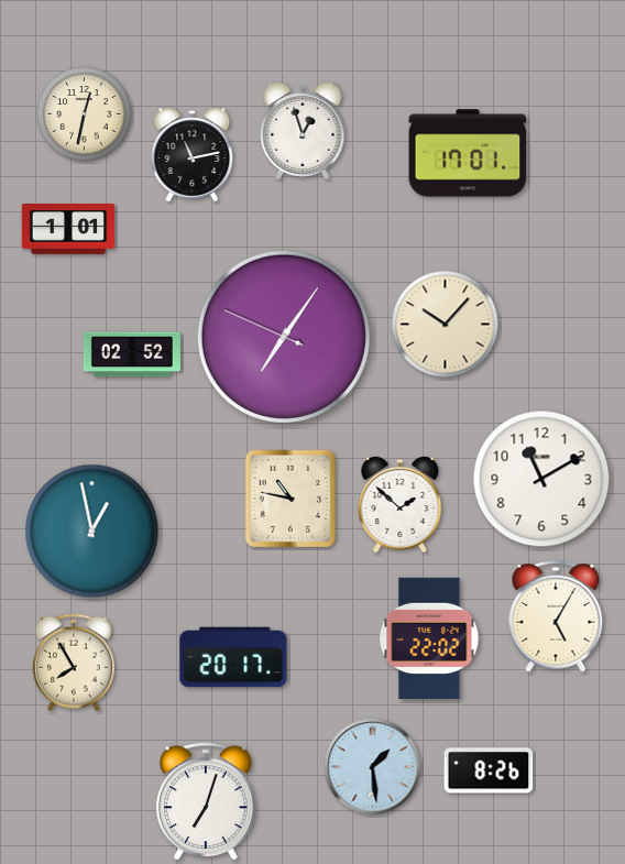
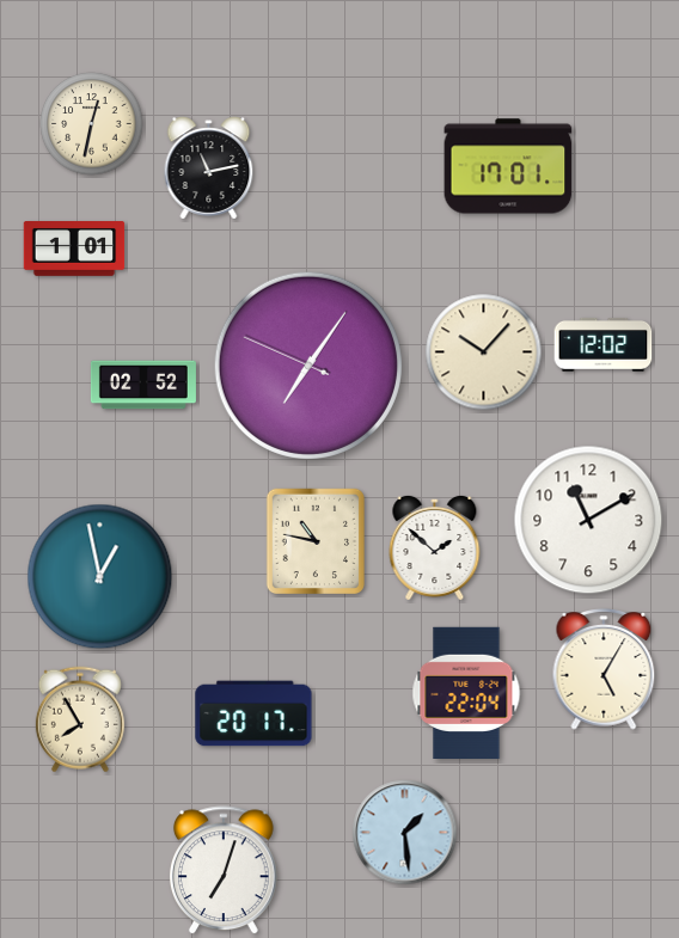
clock at (303, 130): 12:57 -> none
clock at (604, 345): none -> 12:02
clock at (429, 637): 22:02 -> 22:04
clock at (489, 770): 8:26 -> none
